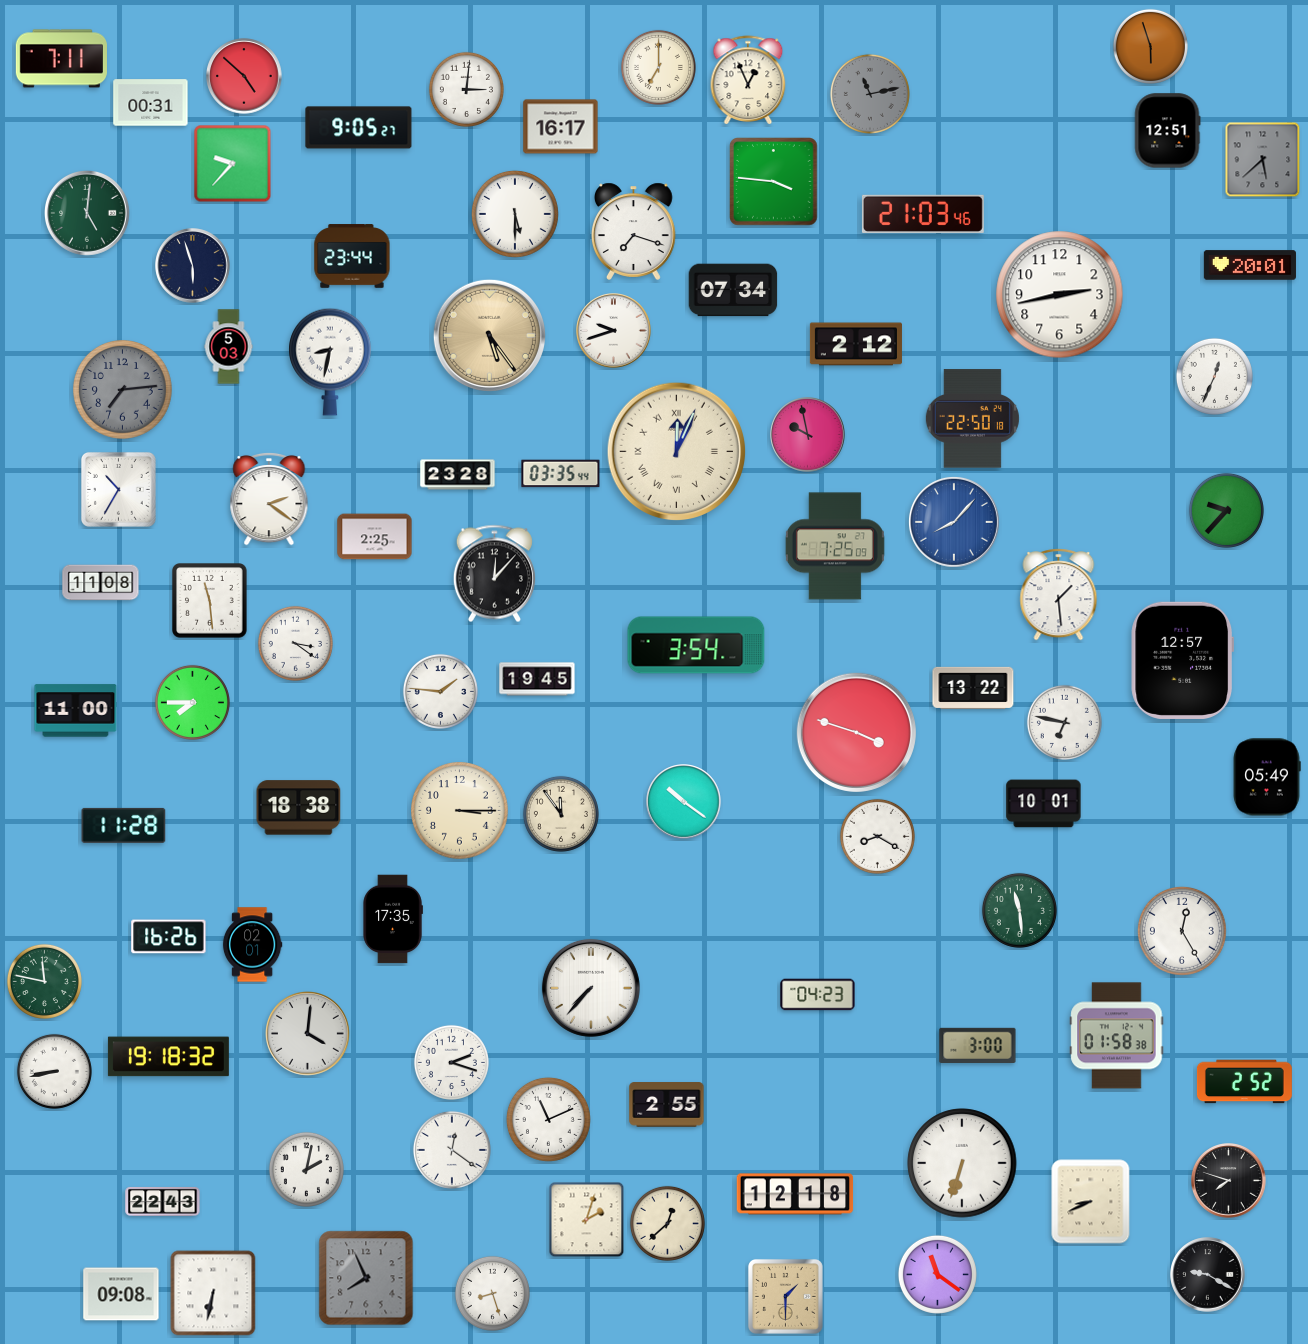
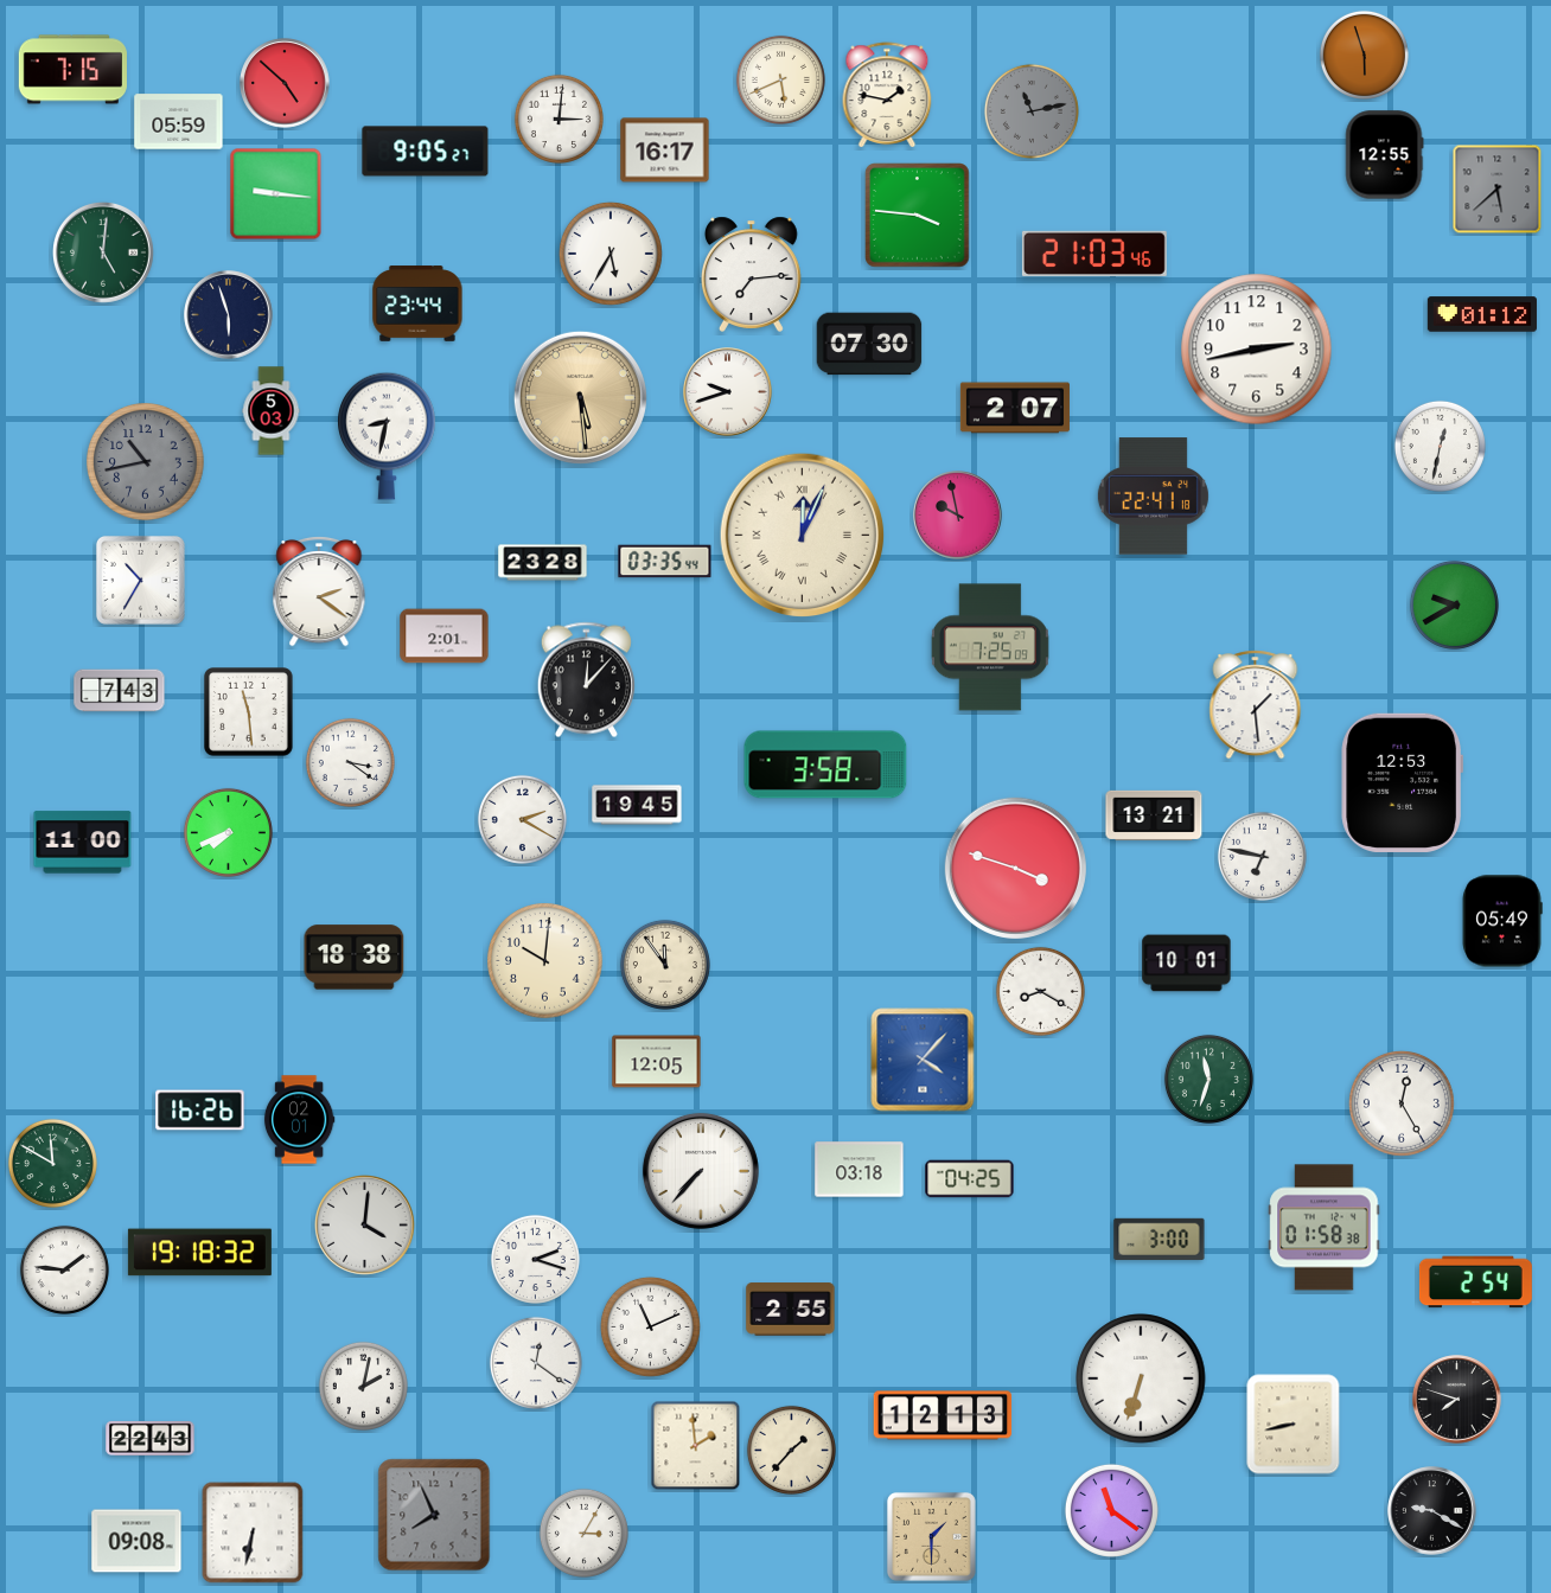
clock at (61, 59): 7:11 -> 7:15
clock at (658, 67): 7:00 -> 5:41
clock at (244, 76) position: (244, 76) -> (285, 83)
clock at (748, 80): 12:56 -> 1:47
clock at (466, 89) position: (466, 89) -> (559, 119)
clock at (151, 103): 00:31 -> 05:59
clock at (1168, 131): 12:51 -> 12:55
clock at (233, 164): 9:37 -> 9:16
clock at (515, 214): 5:30 -> 5:35
clock at (633, 231): 7:18 -> 7:14
clock at (1250, 265): 20:01 -> 01:12
clock at (733, 290): 07:34 -> 07:30
clock at (489, 335): 5:24 -> 5:29
clock at (856, 344): 2:12 -> 2:07
clock at (330, 362) position: (330, 362) -> (387, 436)
clock at (1214, 376): 12:34 -> 12:32
clock at (123, 390): 7:14 -> 10:43
clock at (972, 419): 22:50 -> 22:41
clock at (1226, 510): 9:37 -> 9:40
clock at (954, 522): 8:07 -> none
clock at (375, 537): 2:25 -> 2:01
clock at (101, 583): 11:08 -> 7:43
clock at (696, 645): 3:54 -> 3:58
clock at (1182, 660): 12:57 -> 12:53
clock at (973, 688): 13:22 -> 13:21
clock at (440, 691): 1:46 -> 2:20
clock at (192, 702): 7:45 -> 7:41
clock at (76, 711) position: (76, 711) -> (83, 843)
clock at (684, 802): 10:21 -> none
clock at (1044, 804) position: (1044, 804) -> (1187, 964)
clock at (460, 811): 3:15 -> 10:01
clock at (124, 825): 11:28 -> none
clock at (923, 1060): none -> 4:07
clock at (657, 1062): none -> 12:05
clock at (1019, 910): 11:29 -> 11:33
clock at (393, 919): 17:35 -> none
clock at (44, 981): 11:47 -> 11:50
clock at (860, 1170): none -> 03:18
clock at (818, 995): 04:23 -> 04:25
clock at (54, 1071): 8:43 -> 1:46
clock at (1244, 1082): 2:52 -> 2:54
clock at (795, 1194): 12:18 -> 12:13
clock at (163, 1201) position: (163, 1201) -> (151, 1438)
clock at (1091, 1202): 8:41 -> 8:43
clock at (587, 1220): 2:03 -> 1:59
clock at (667, 1223): 12:38 -> 1:37
clock at (492, 1293): 8:27 -> 3:05
clock at (121, 1294) position: (121, 1294) -> (136, 1541)
